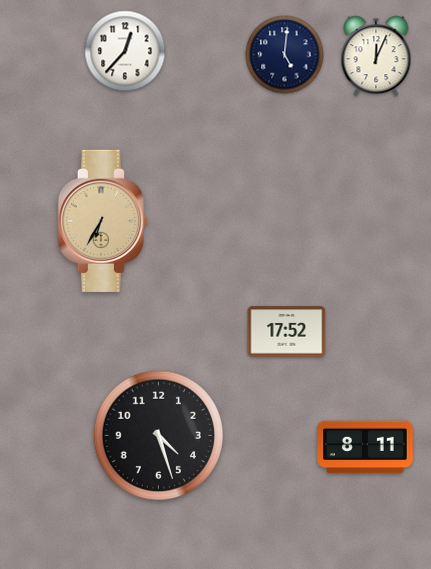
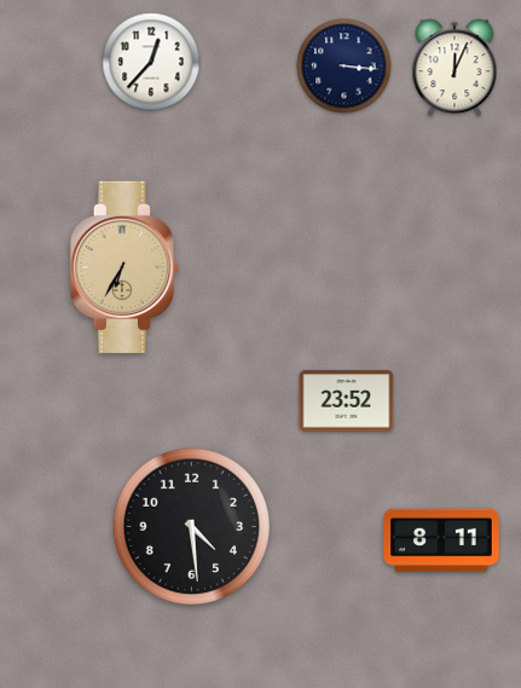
clock at (285, 55): 5:01 -> 3:16
clock at (287, 332): 17:52 -> 23:52
clock at (158, 435): 4:27 -> 4:29
